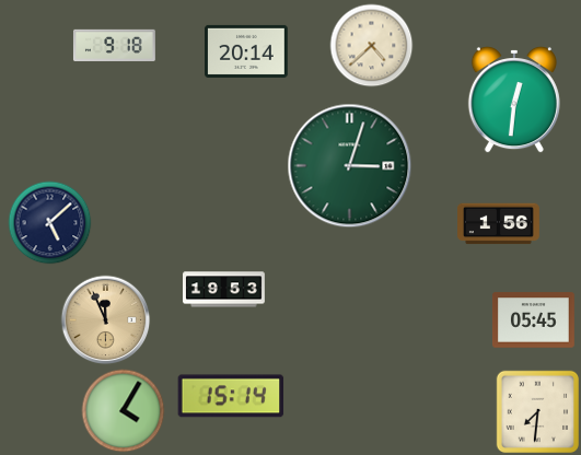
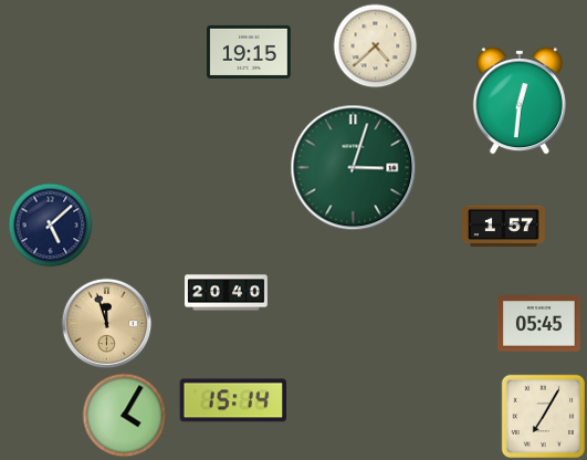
clock at (115, 45): 9:18 -> none
clock at (246, 51): 20:14 -> 19:15
clock at (499, 224): 1:56 -> 1:57
clock at (224, 290): 19:53 -> 20:40
clock at (106, 320): 11:56 -> 11:57
clock at (538, 412): 7:31 -> 7:05
